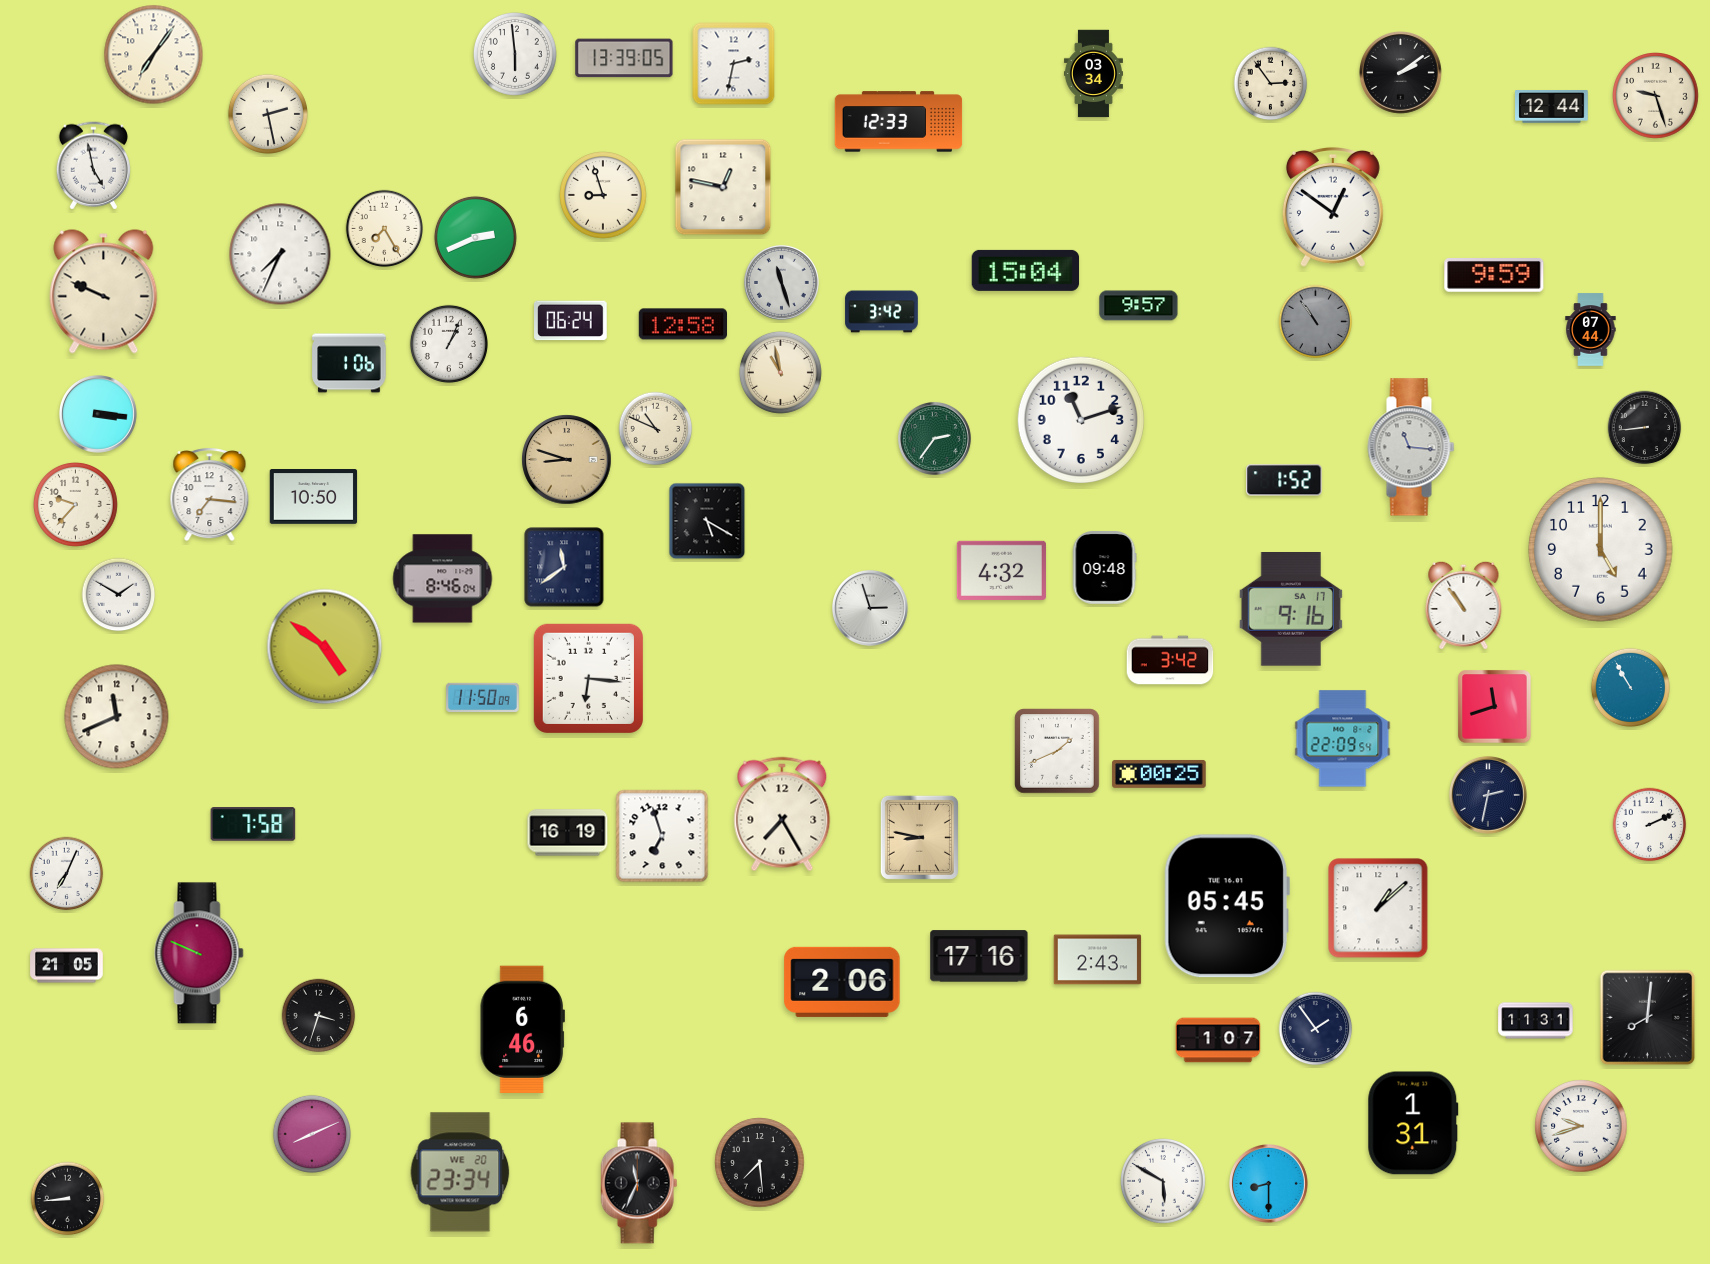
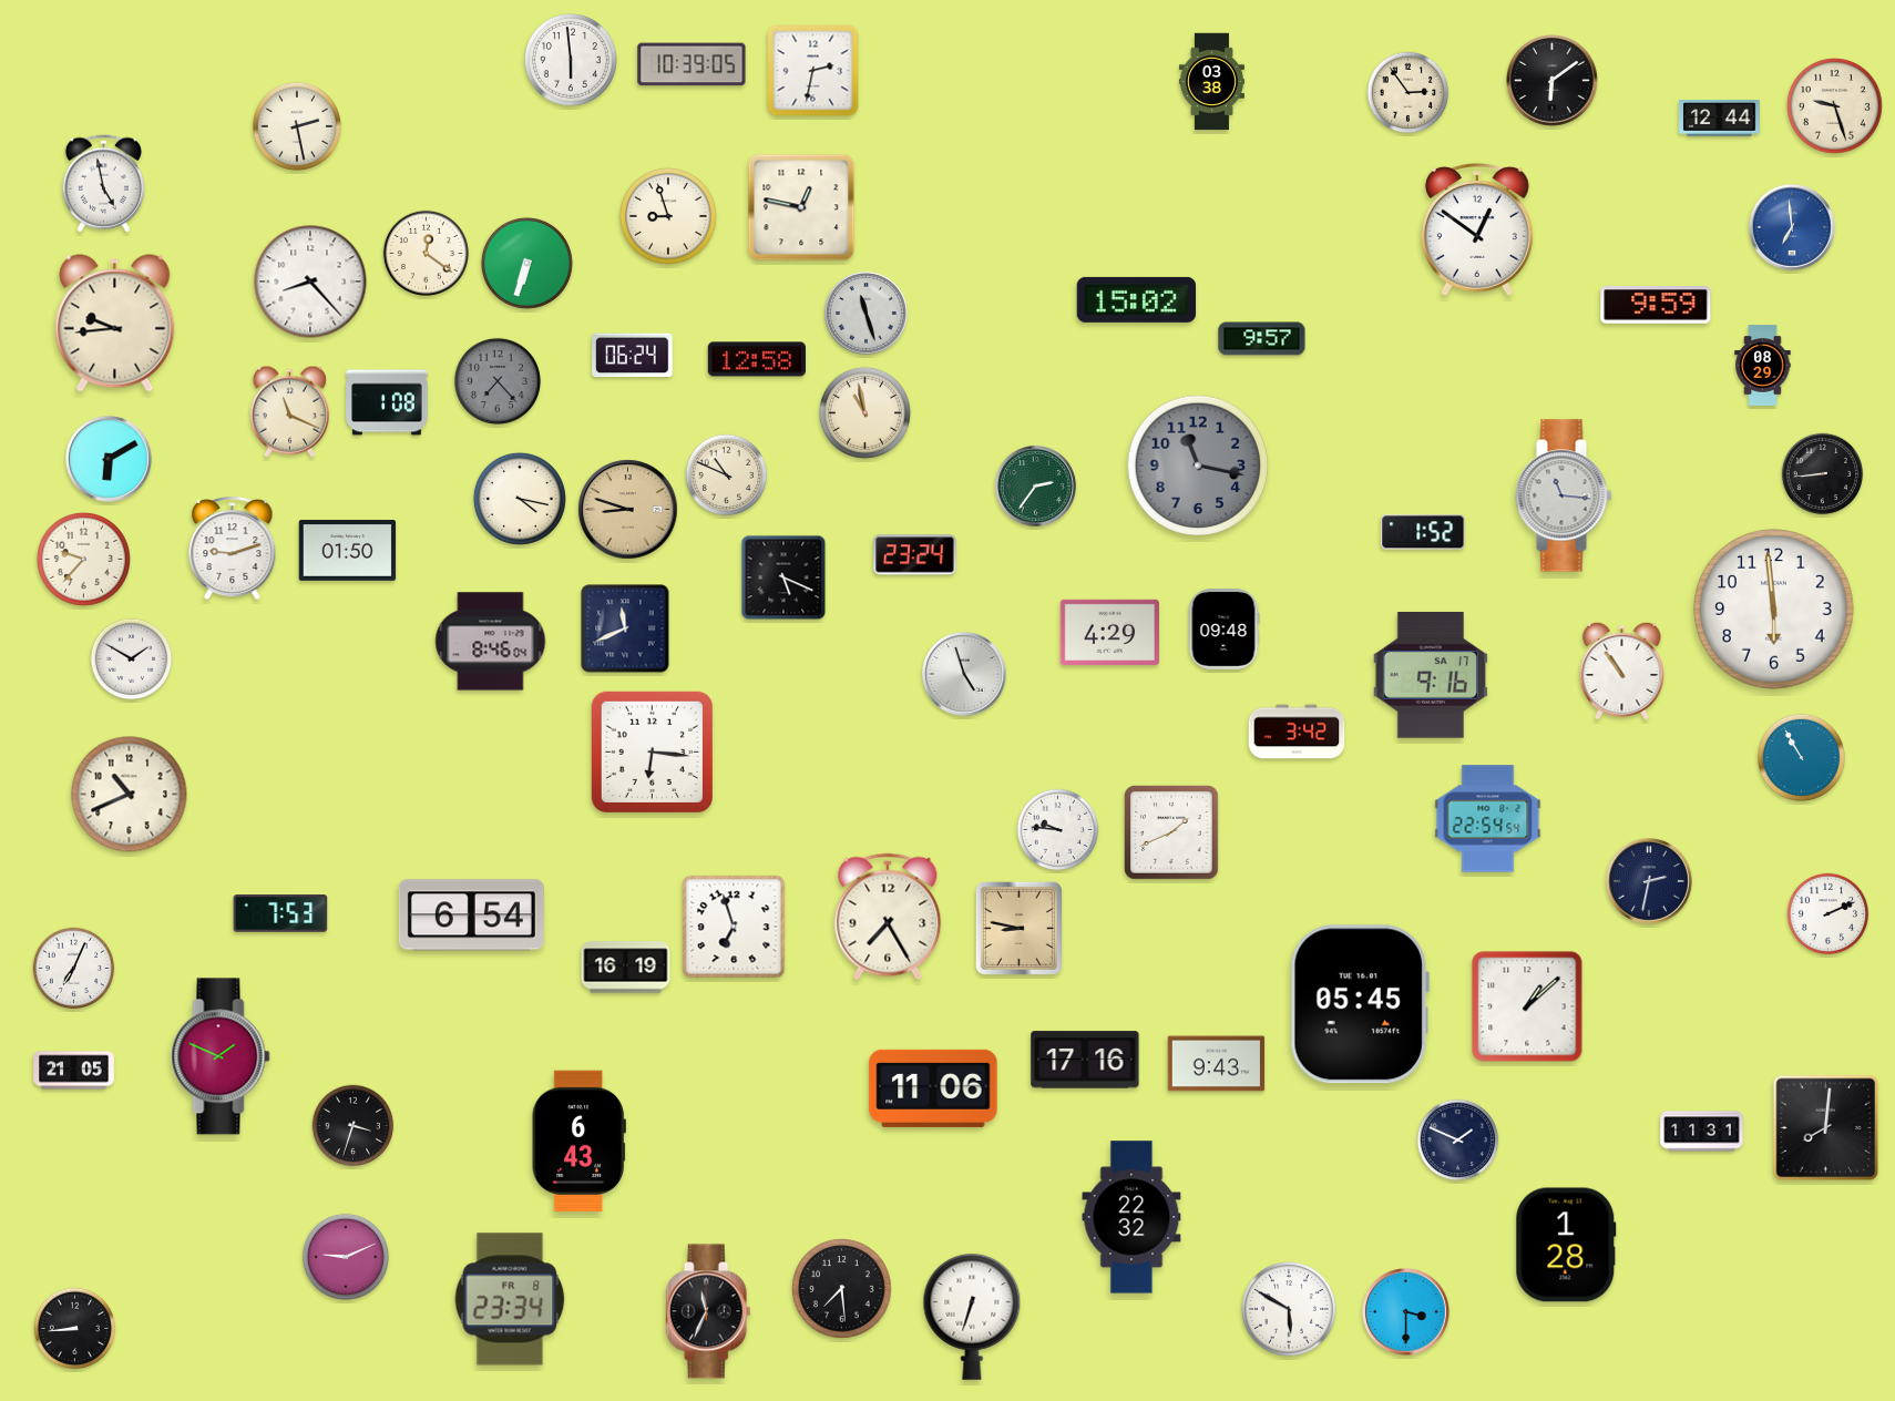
clock at (154, 55): 7:06 -> none
clock at (624, 58): 13:39 -> 10:39
clock at (1401, 73): 2:09 -> 6:09
clock at (1093, 74): 03:34 -> 03:38
clock at (899, 122): 12:33 -> none
clock at (1793, 228): none -> 6:59
clock at (384, 228): 7:25 -> 12:21
clock at (475, 237): 2:41 -> 6:33
clock at (280, 254): 7:34 -> 8:23
clock at (1026, 270): 15:04 -> 15:02
clock at (104, 292): 9:49 -> 9:44
clock at (882, 312): 3:42 -> none
clock at (1316, 322): 10:54 -> none
clock at (1591, 330): 07:44 -> 08:29
clock at (449, 344): 1:04 -> 7:23
clock at (449, 344) dial: white -> grey
clock at (349, 363): 1:06 -> 1:08
clock at (289, 411): none -> 11:19
clock at (99, 415): 3:16 -> 6:10
clock at (1080, 419): 11:12 -> 11:17
clock at (1080, 419) dial: white -> grey
clock at (520, 499): none -> 4:17
clock at (210, 495): 7:16 -> 9:12
clock at (314, 497): 10:50 -> 01:50
clock at (915, 555): none -> 23:24
clock at (707, 521): 5:20 -> 5:19
clock at (1601, 550): 5:00 -> 5:59
clock at (564, 567): 11:39 -> 11:41
clock at (1001, 570): 4:32 -> 4:29
clock at (870, 608): 2:57 -> 4:57
clock at (325, 647): 4:51 -> none
clock at (1630, 687) position: (1630, 687) -> (1801, 757)
clock at (483, 697): 11:50 -> none
clock at (1495, 707): 11:42 -> none
clock at (117, 717): 11:41 -> 10:41
clock at (1343, 739): 22:09 -> 22:54
clock at (1058, 830): none -> 9:46
clock at (1159, 774): 00:25 -> none
clock at (782, 814) position: (782, 814) -> (888, 917)
clock at (253, 824): 7:58 -> 7:53
clock at (471, 916): none -> 6:54
clock at (568, 833) position: (568, 833) -> (626, 968)
clock at (199, 953): 9:49 -> 1:49
clock at (1098, 960): 2:43 -> 9:43
clock at (842, 982): 2:06 -> 11:06
clock at (1316, 1029): 1:54 -> 1:49
clock at (522, 1030): 6:46 -> 6:43
clock at (1218, 1040): 1:07 -> none
clock at (1131, 1217): none -> 22:32
clock at (1413, 1123): 1:31 -> 1:28
clock at (1581, 1126): 9:42 -> none
clock at (312, 1134): 8:11 -> 9:11
clock at (460, 1172) date: WE 20 -> FR 8
clock at (1269, 1184): 8:30 -> 3:30
clock at (972, 1317): none -> 6:33
